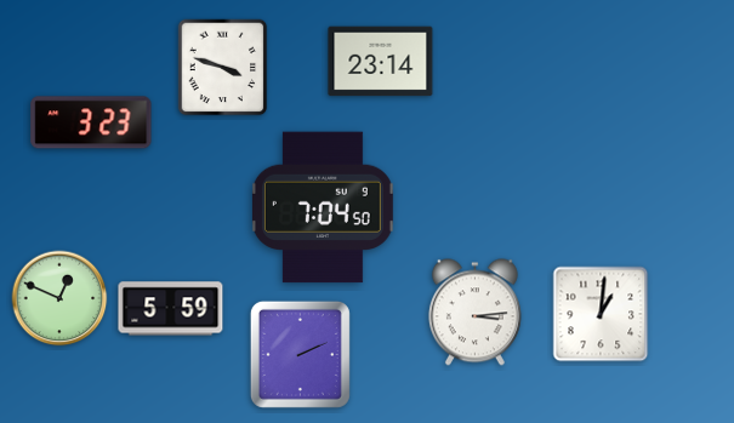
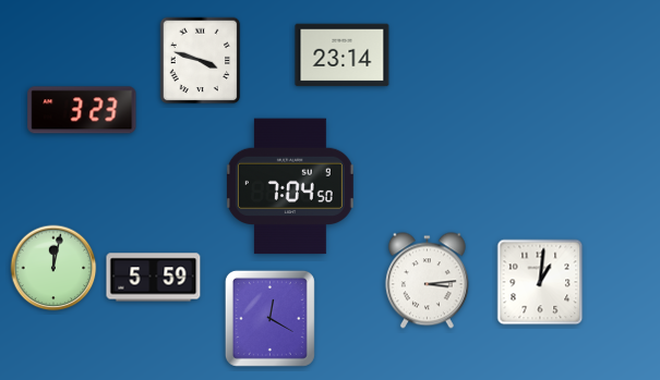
clock at (59, 298): 12:49 -> 12:02
clock at (300, 354): 2:11 -> 12:20
